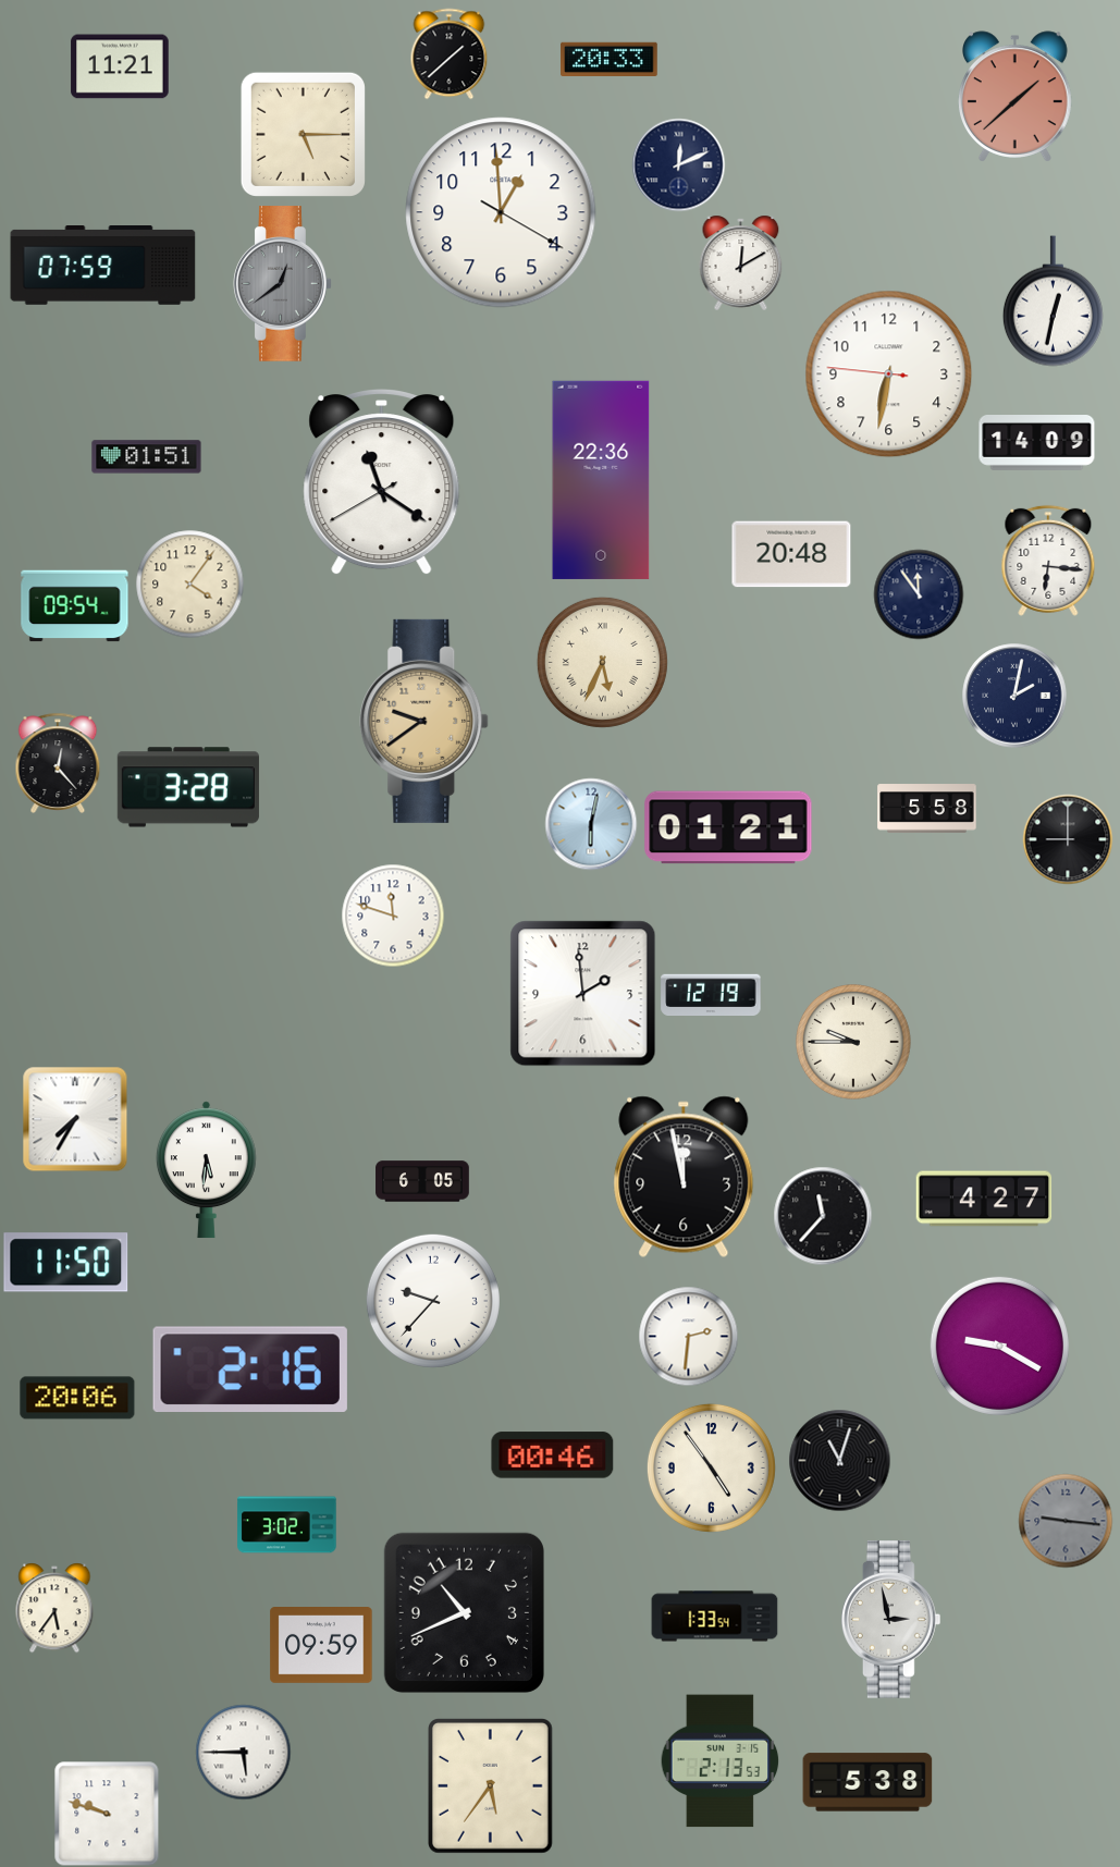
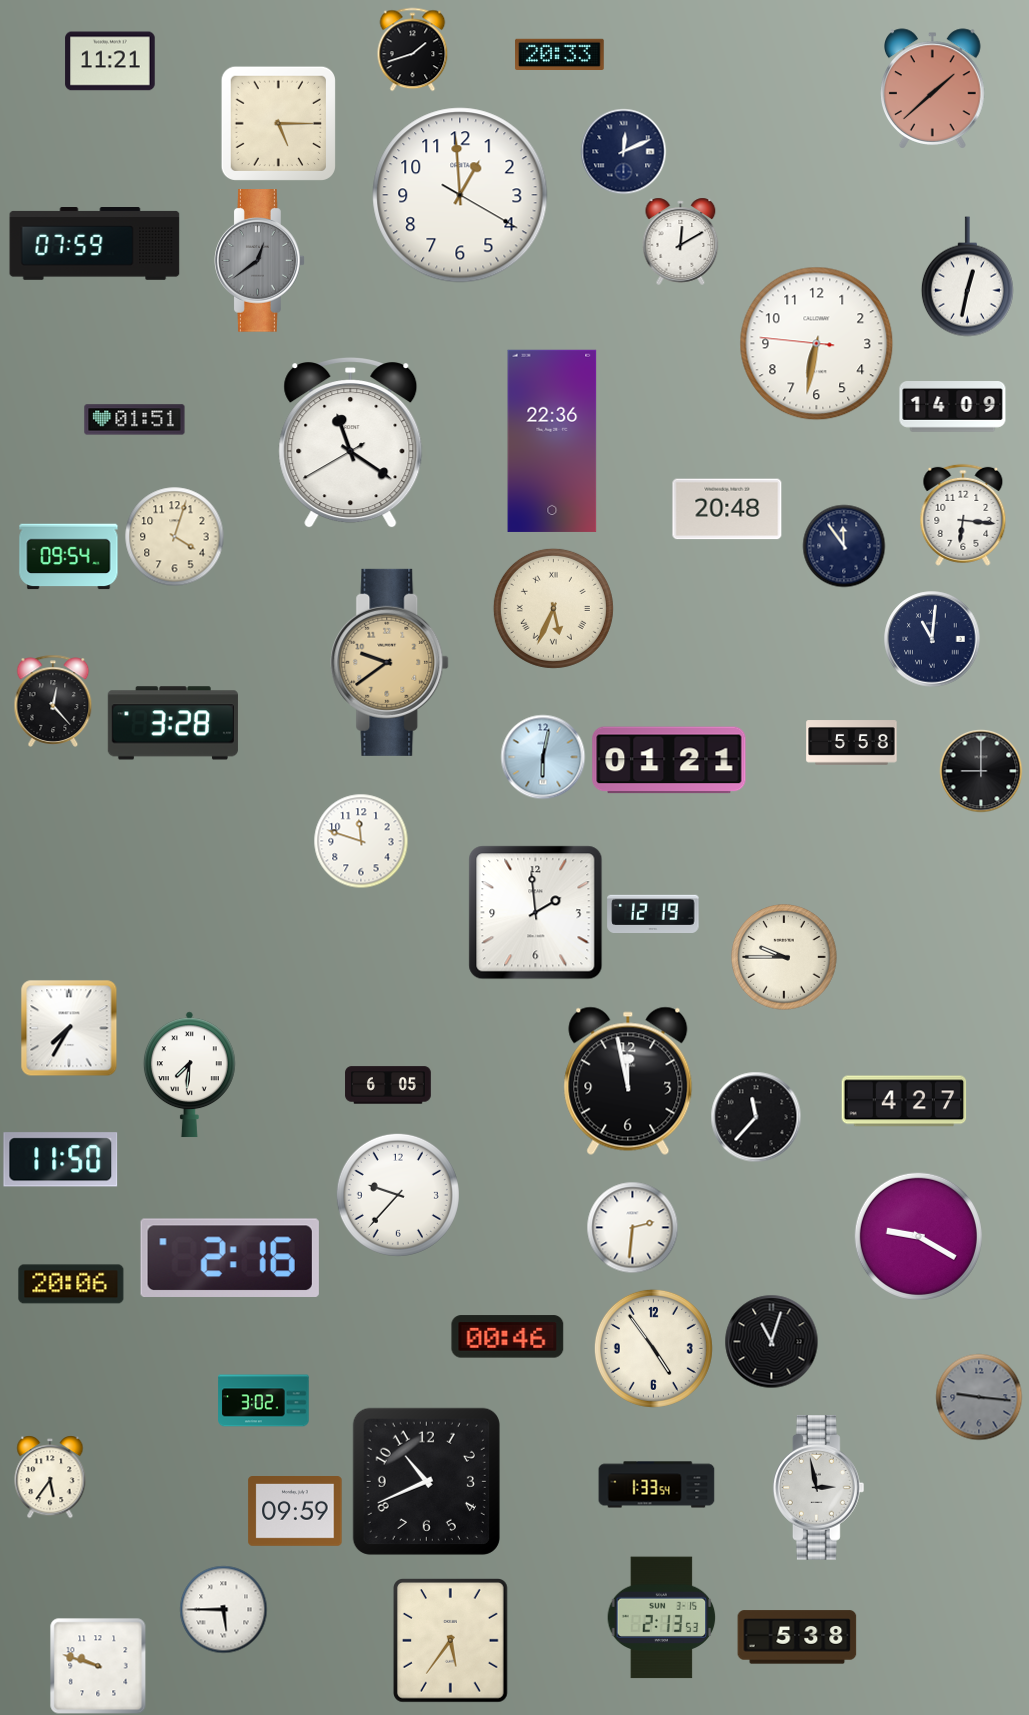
clock at (450, 53): 1:38 -> 1:42
clock at (190, 585): 4:06 -> 4:03
clock at (1014, 696): 2:02 -> 11:01
clock at (206, 1170): 5:31 -> 7:31
